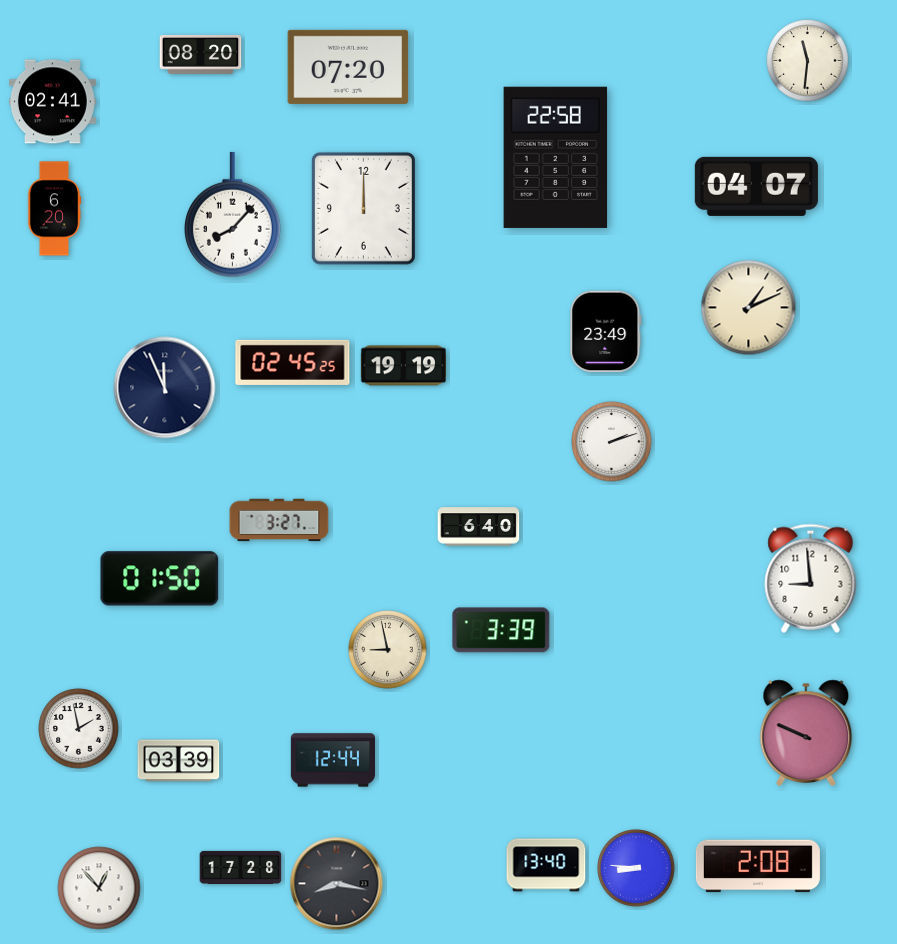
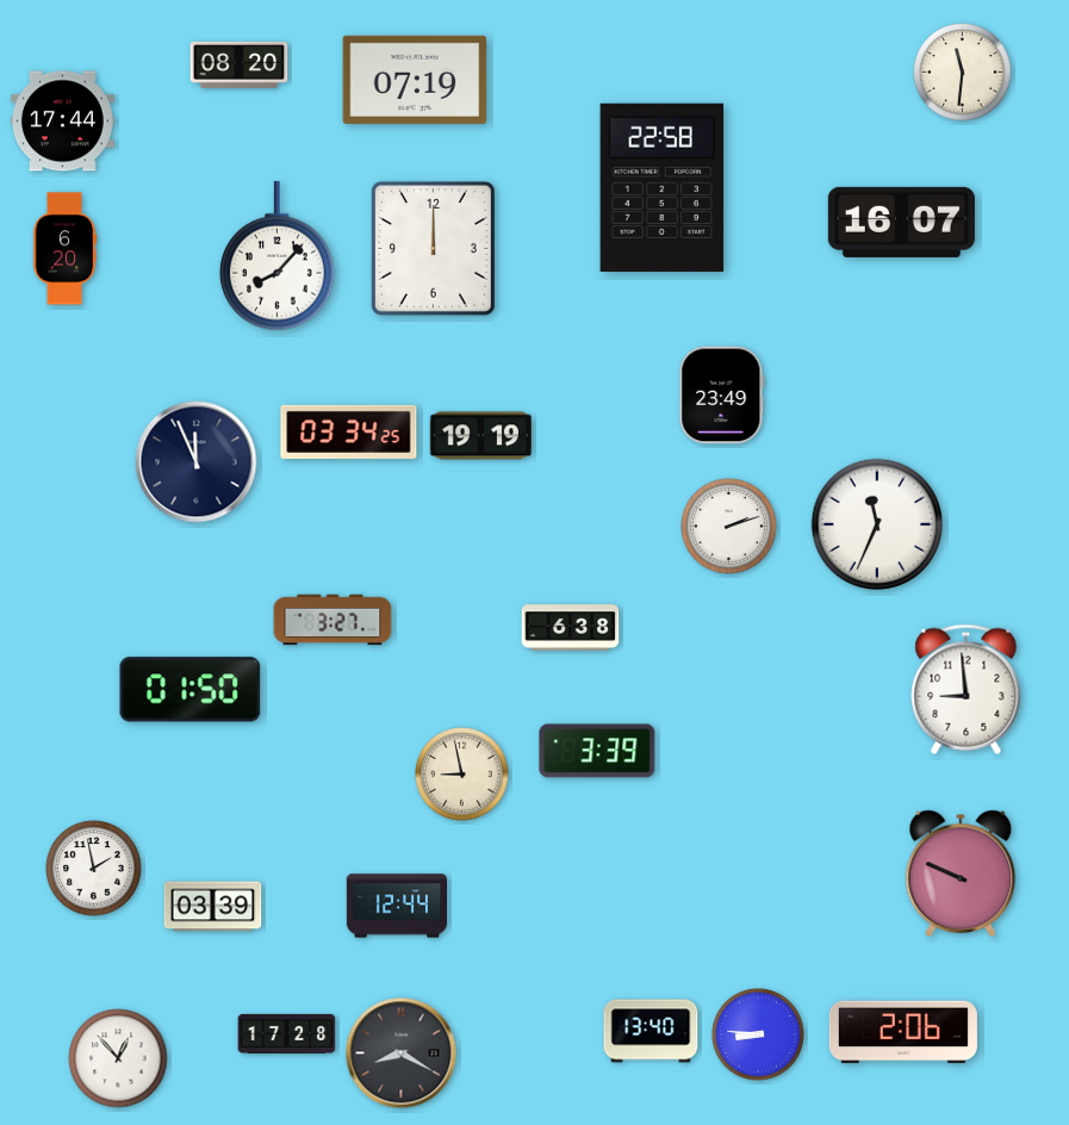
clock at (348, 67): 07:20 -> 07:19
clock at (52, 102): 02:41 -> 17:44
clock at (756, 186): 04:07 -> 16:07
clock at (749, 308): 1:11 -> none
clock at (293, 362): 02:45 -> 03:34
clock at (877, 524): none -> 11:34
clock at (479, 527): 6:40 -> 6:38
clock at (758, 866): 2:08 -> 2:06
clock at (337, 884): 8:17 -> 8:20
